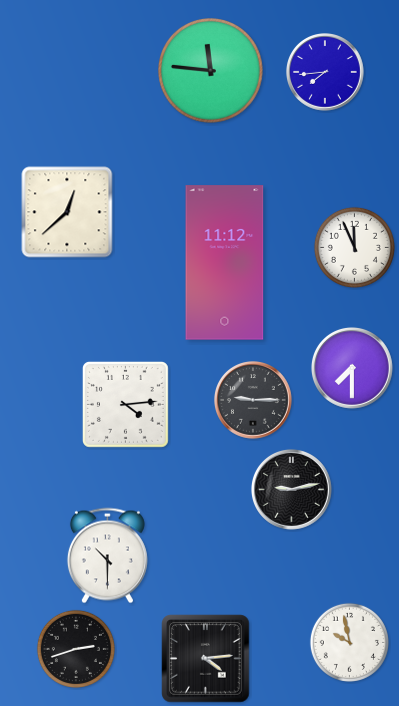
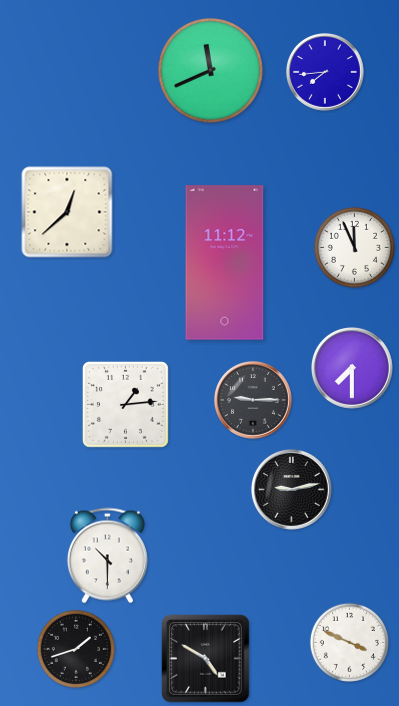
clock at (211, 71): 11:46 -> 11:41
clock at (125, 404): 4:14 -> 1:14
clock at (349, 642): 9:58 -> 3:49
clock at (76, 649): 2:42 -> 1:42
clock at (206, 659): 4:14 -> 4:50
